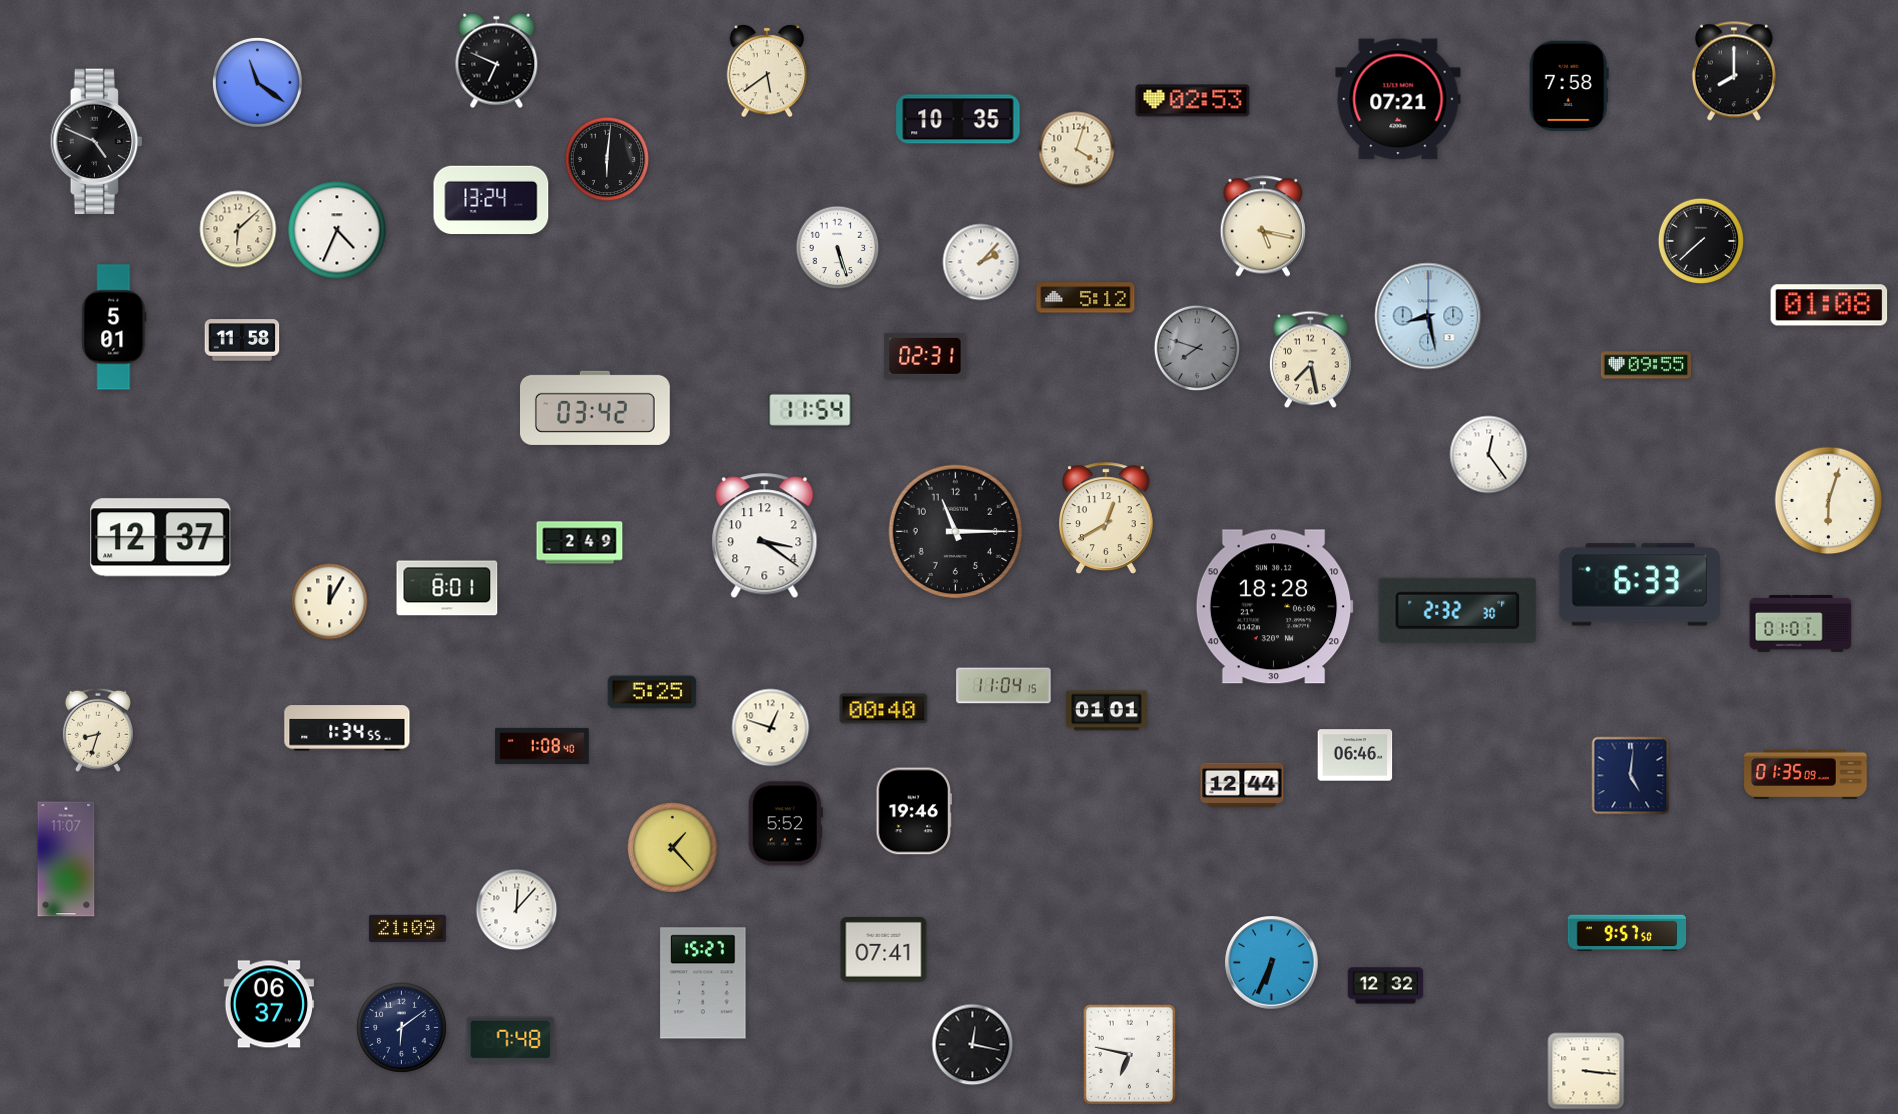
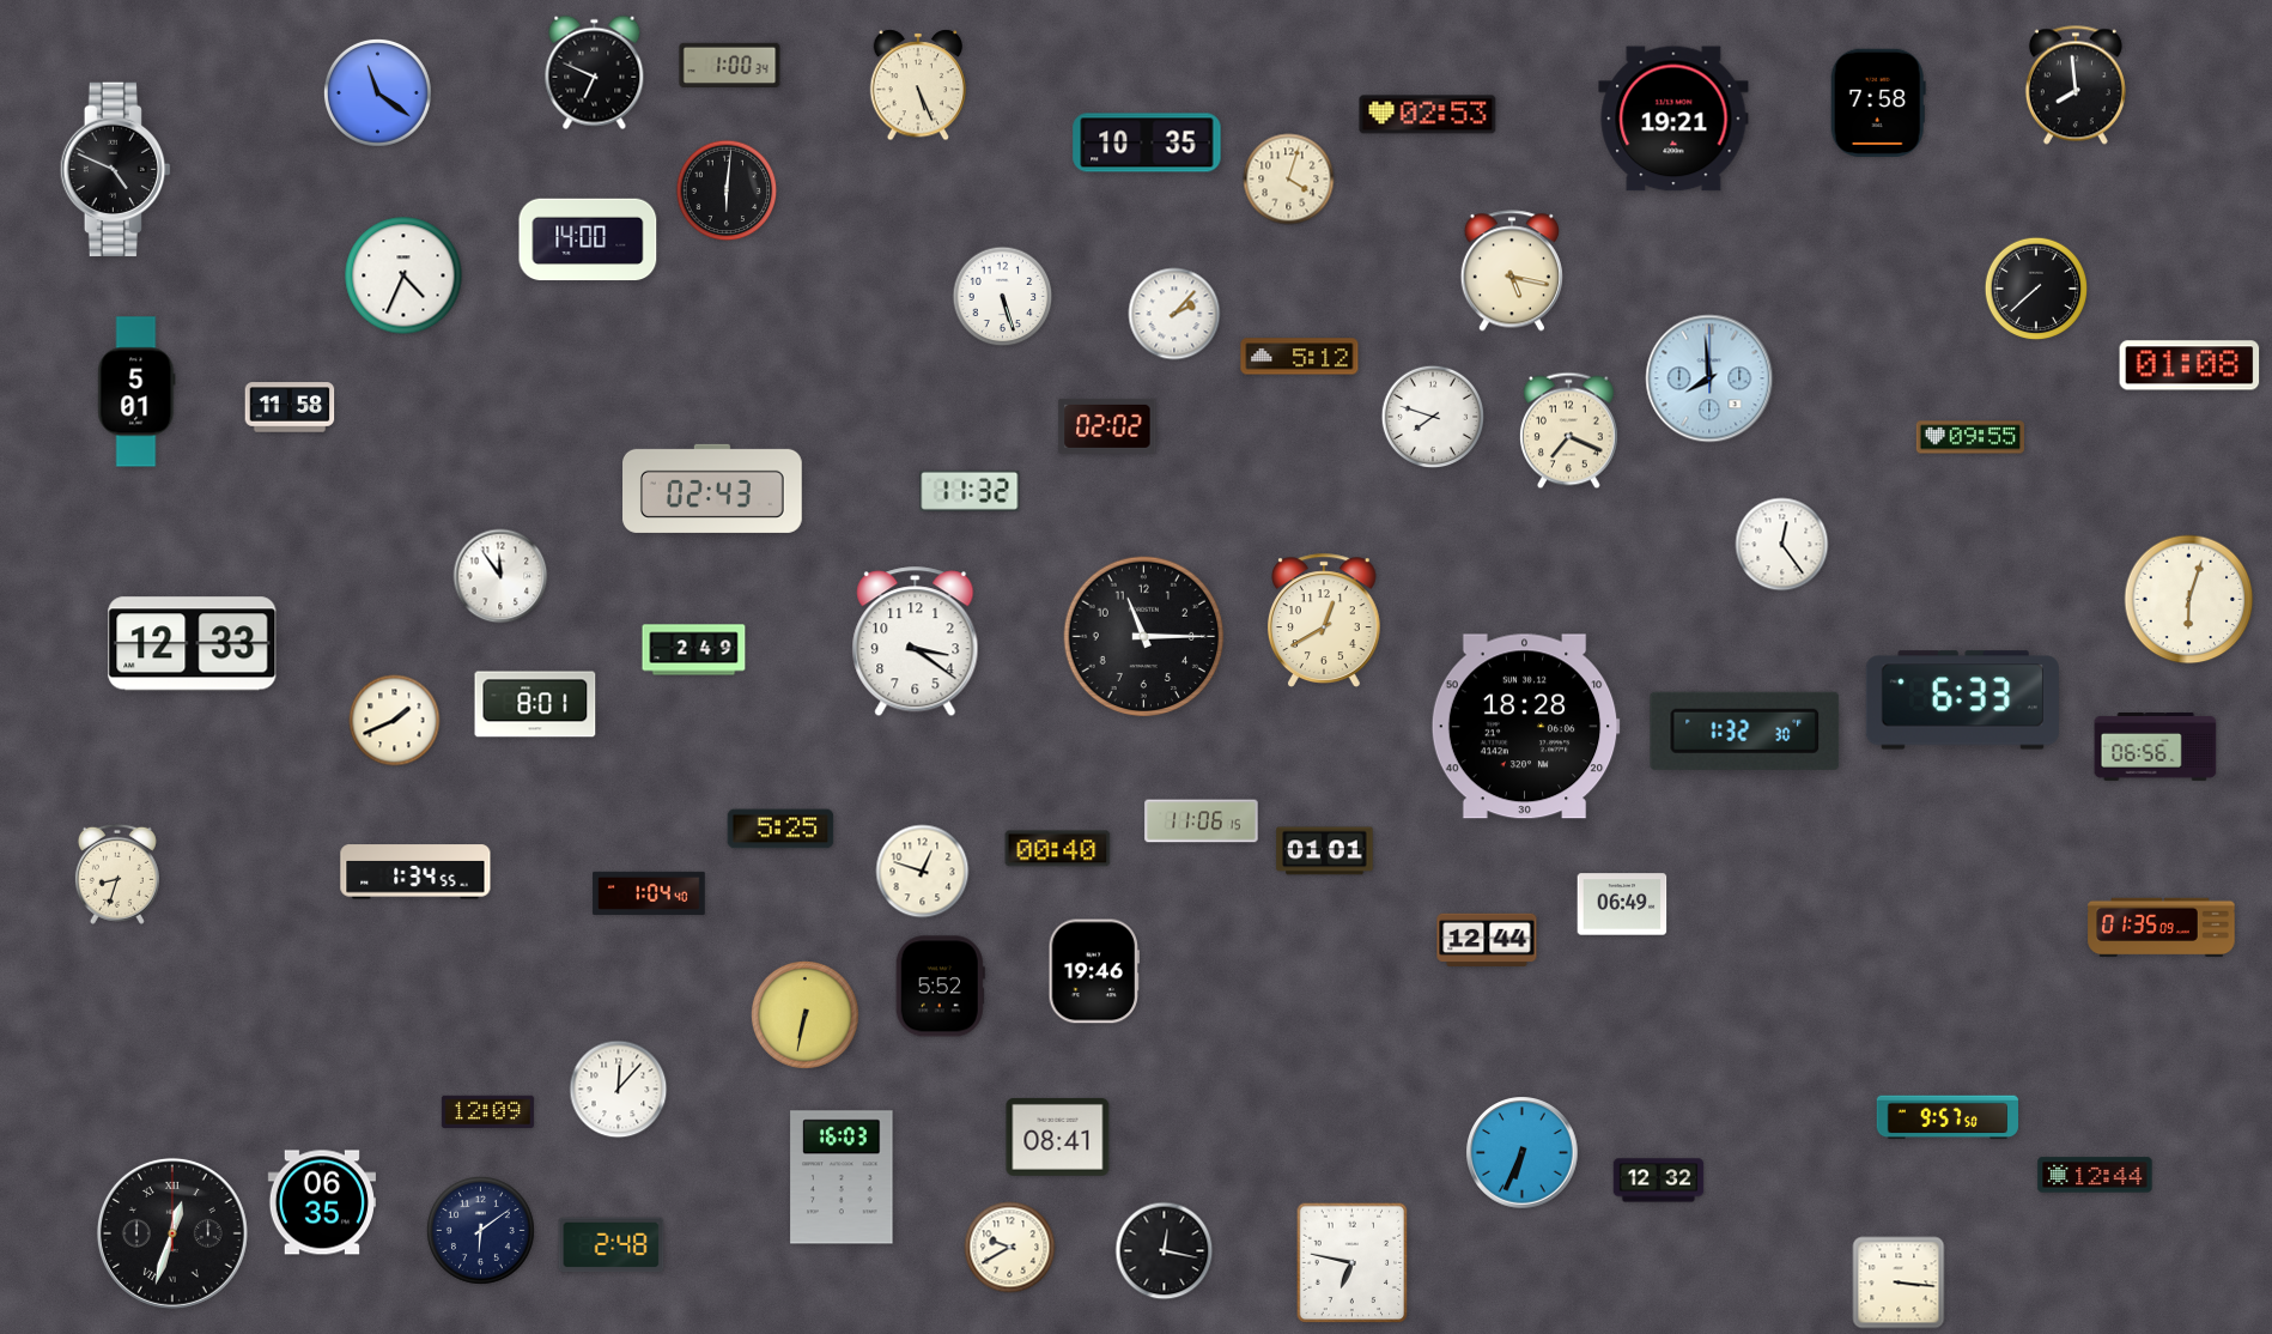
clock at (730, 66): none -> 1:00
clock at (767, 71): 5:39 -> 5:26
clock at (1734, 71): 8:00 -> 7:59
clock at (257, 82) position: (257, 82) -> (377, 92)
clock at (1398, 99): 07:21 -> 19:21
clock at (1193, 101) position: (1193, 101) -> (1428, 115)
clock at (491, 200): 13:24 -> 14:00
clock at (238, 229): 6:08 -> none
clock at (1428, 316): 8:28 -> 7:59
clock at (1197, 348) dial: grey -> white
clock at (925, 356): 02:31 -> 02:02
clock at (1311, 360): 7:28 -> 7:19
clock at (596, 408): 03:42 -> 02:43
clock at (810, 410): 11:54 -> 11:32
clock at (500, 576): none -> 11:54
clock at (161, 538): 12:37 -> 12:33
clock at (330, 602): 12:05 -> 1:41
clock at (1458, 610): 2:32 -> 1:32
clock at (1801, 623): 01:01 -> 06:56
clock at (1004, 686): 11:04 -> 11:06
clock at (542, 746): 1:08 -> 1:04
clock at (1355, 755): 06:46 -> 06:49
clock at (1631, 776): 5:01 -> none
clock at (672, 847): 1:23 -> 6:32
clock at (66, 859): 11:07 -> none
clock at (407, 928): 21:09 -> 12:09
clock at (884, 949): 07:41 -> 08:41
clock at (2095, 1175): none -> 12:44
clock at (703, 983): 15:27 -> 16:03
clock at (268, 1004): 06:37 -> 06:35
clock at (172, 1233): none -> 12:33
clock at (511, 1040): 7:48 -> 2:48
clock at (1010, 1248): none -> 9:40
